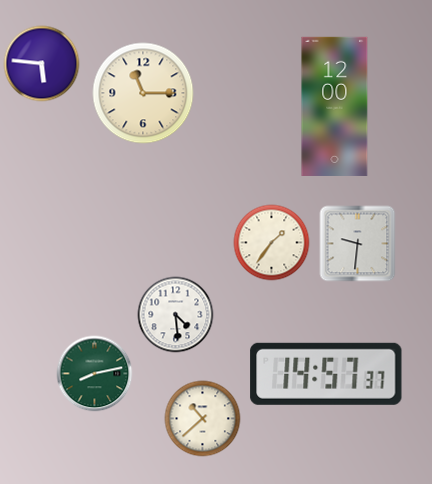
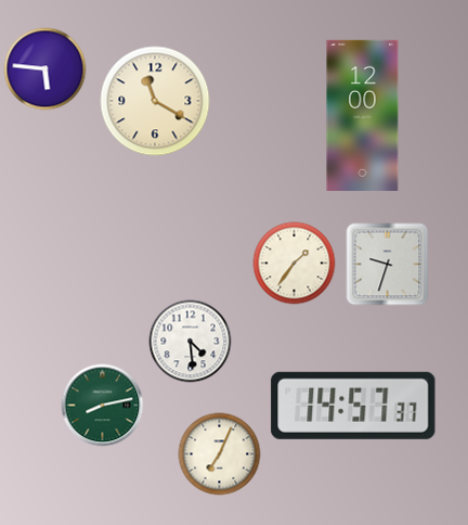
clock at (143, 93): 11:15 -> 11:20
clock at (358, 244): 9:31 -> 9:33
clock at (203, 419): 10:38 -> 7:04
